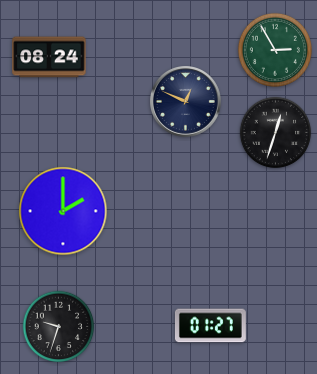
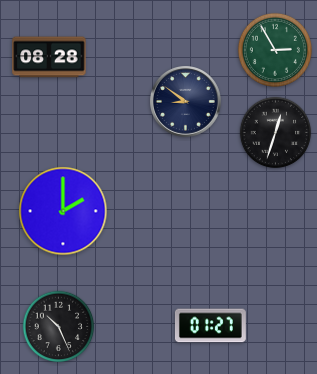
clock at (49, 57): 08:24 -> 08:28
clock at (186, 102): 12:49 -> 8:51
clock at (59, 327): 9:33 -> 10:26
